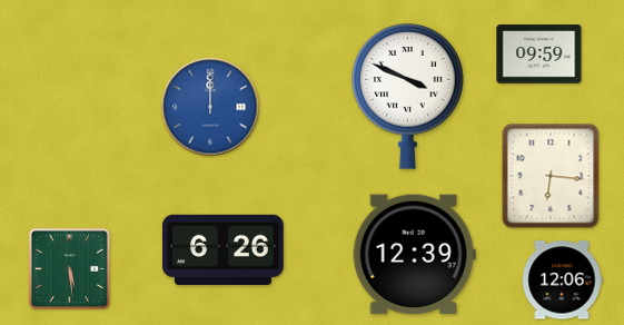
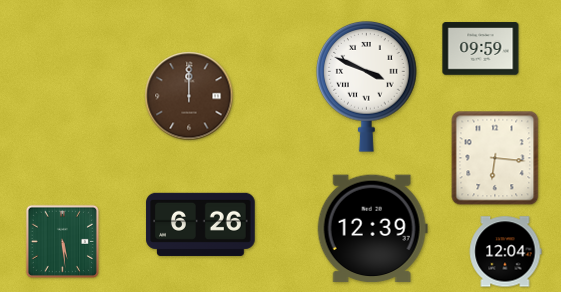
clock at (539, 55) position: (539, 55) -> (481, 49)
clock at (210, 107) dial: blue -> brown
clock at (562, 280): 12:06 -> 12:04
